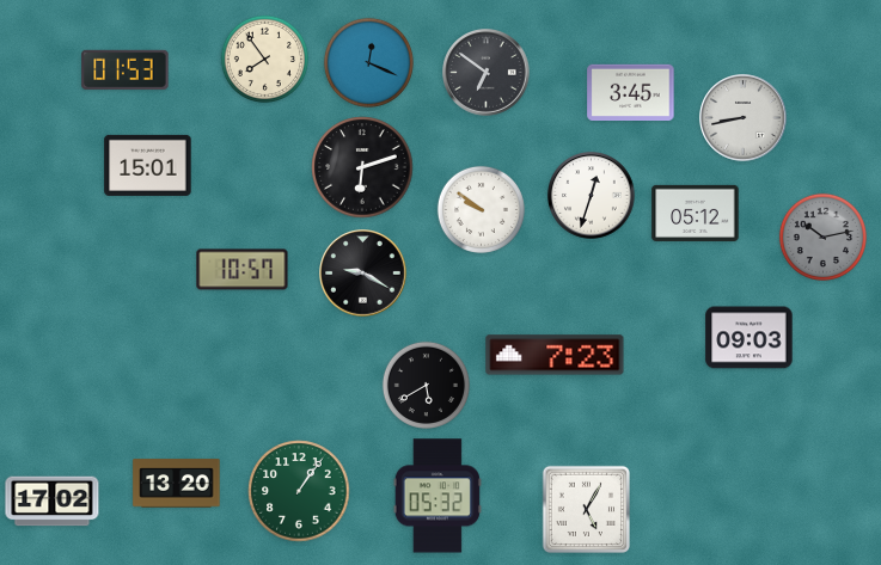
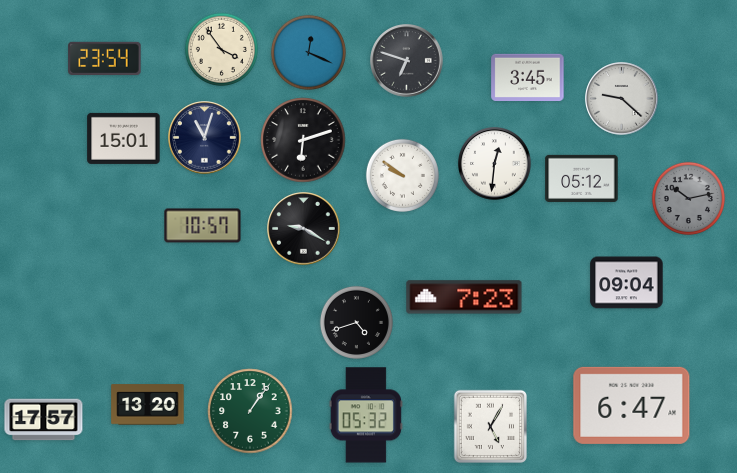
clock at (264, 59): 7:54 -> 3:54
clock at (126, 69): 01:53 -> 23:54
clock at (487, 73): 6:51 -> 6:48
clock at (744, 118): 8:43 -> 9:22
clock at (205, 138): none -> 11:03
clock at (592, 196): 12:33 -> 12:31
clock at (750, 338): 09:03 -> 09:04
clock at (426, 385): 5:40 -> 4:42
clock at (632, 405): none -> 6:47
clock at (53, 502): 17:02 -> 17:57
